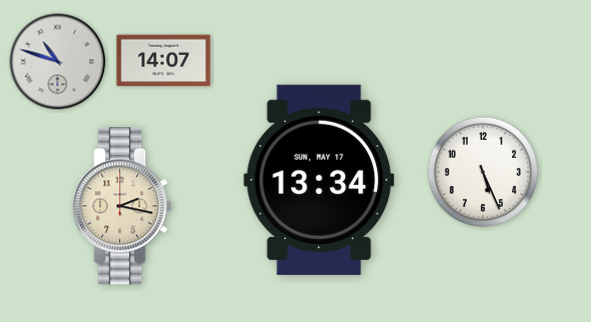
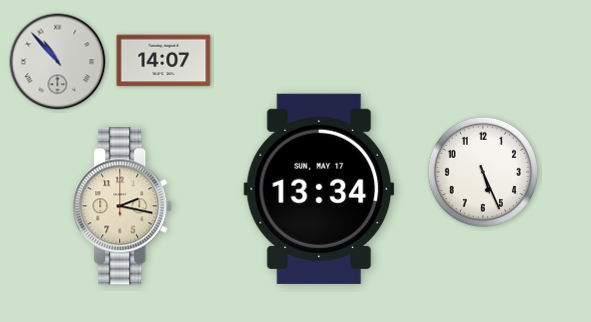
clock at (58, 62): 10:48 -> 10:53
clock at (319, 180) position: (319, 180) -> (319, 189)
